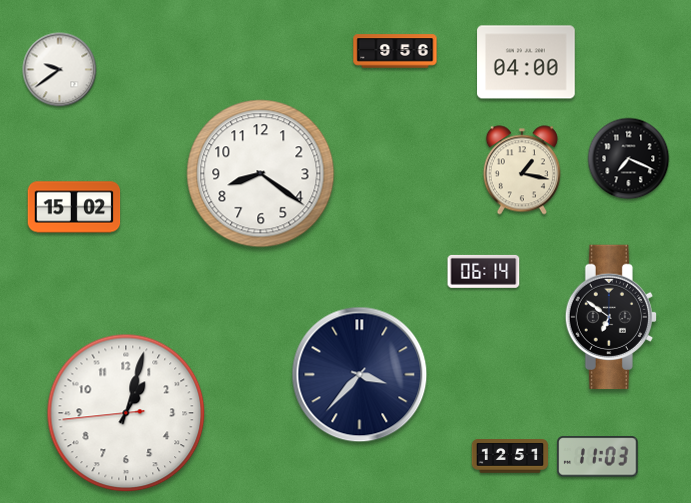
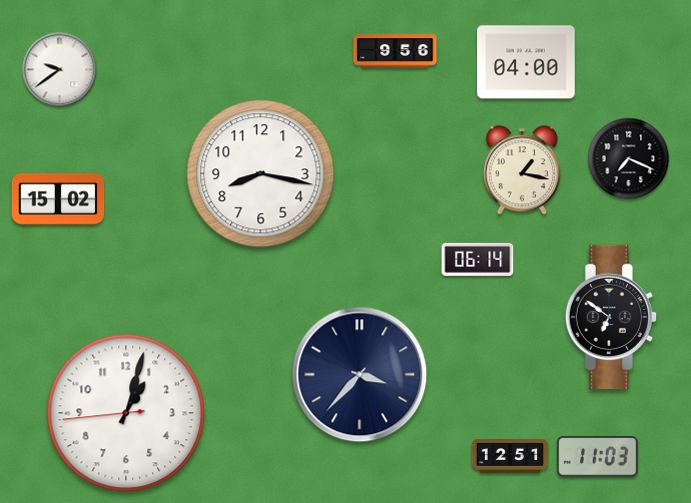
clock at (261, 174): 8:21 -> 8:17
clock at (74, 207) position: (74, 207) -> (58, 199)
clock at (484, 271) position: (484, 271) -> (478, 259)
